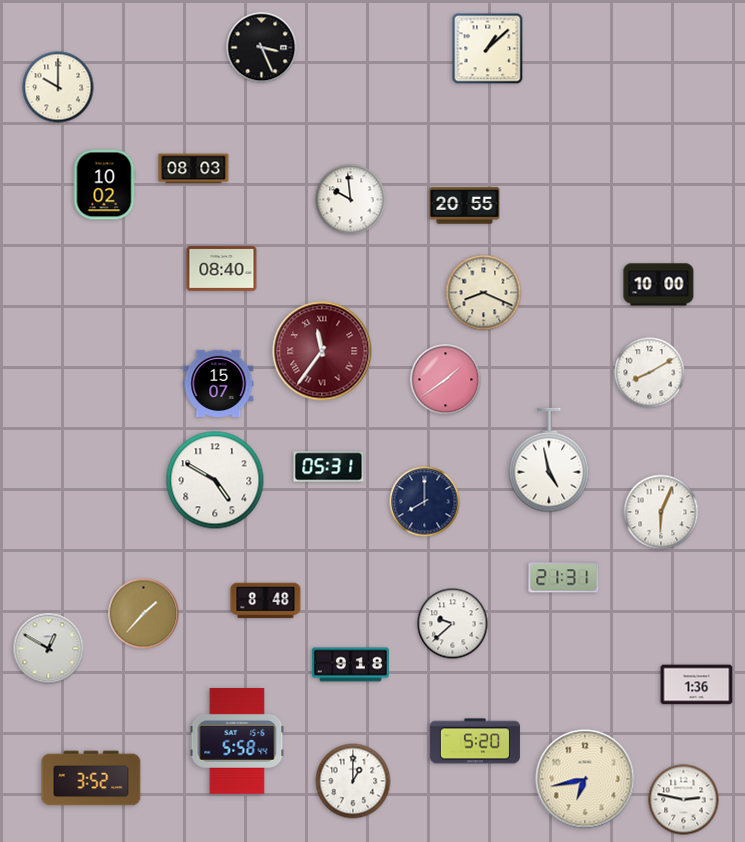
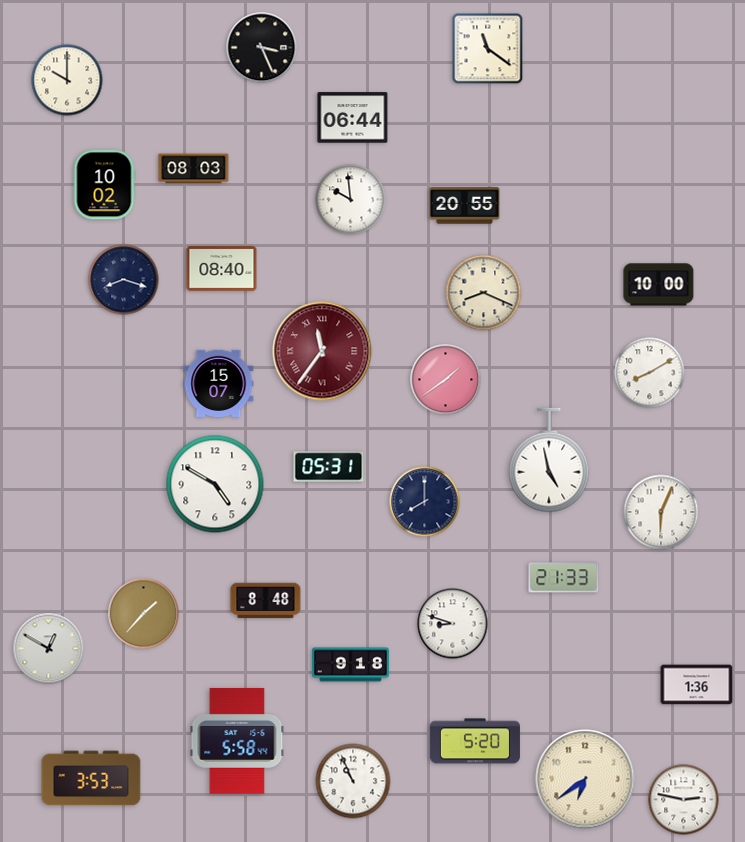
clock at (488, 49): 1:08 -> 11:21
clock at (58, 87) position: (58, 87) -> (67, 80)
clock at (353, 118): none -> 06:44
clock at (124, 280): none -> 8:18
clock at (215, 480) position: (215, 480) -> (215, 484)
clock at (564, 578): 21:31 -> 21:33
clock at (453, 624): 9:38 -> 8:48
clock at (91, 778): 3:52 -> 3:53
clock at (585, 779): 6:43 -> 6:39
clock at (353, 781): 1:00 -> 10:56
